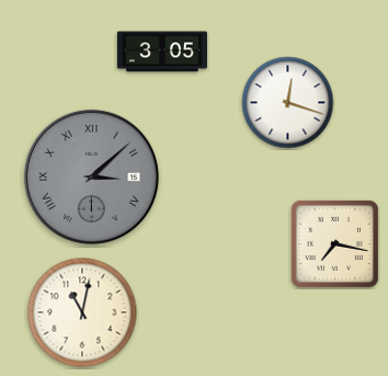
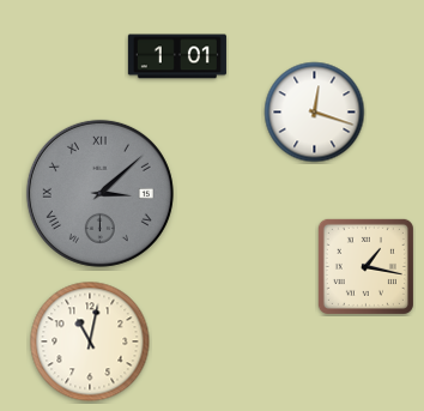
clock at (162, 52): 3:05 -> 1:01
clock at (334, 243): 7:17 -> 1:17
